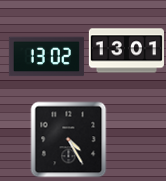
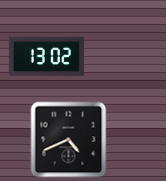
clock at (126, 51): 13:01 -> none
clock at (69, 140): 4:25 -> 4:41
